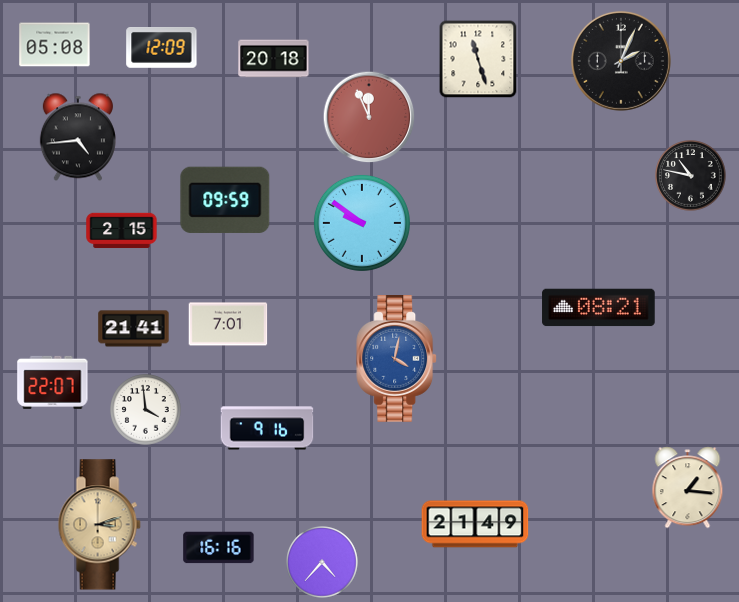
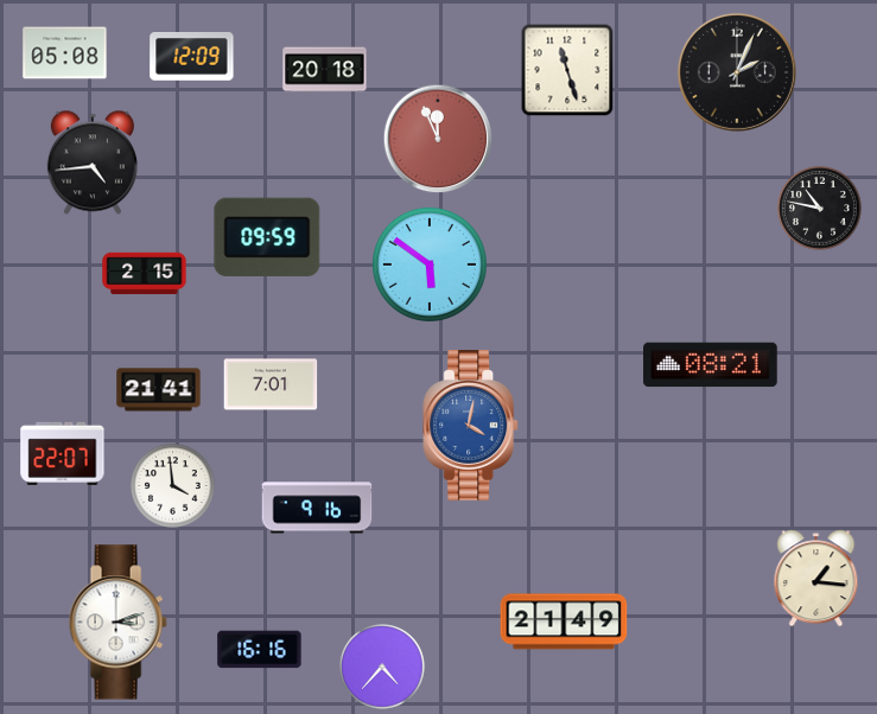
clock at (362, 223): 9:51 -> 5:51
clock at (99, 525) dial: champagne -> white
